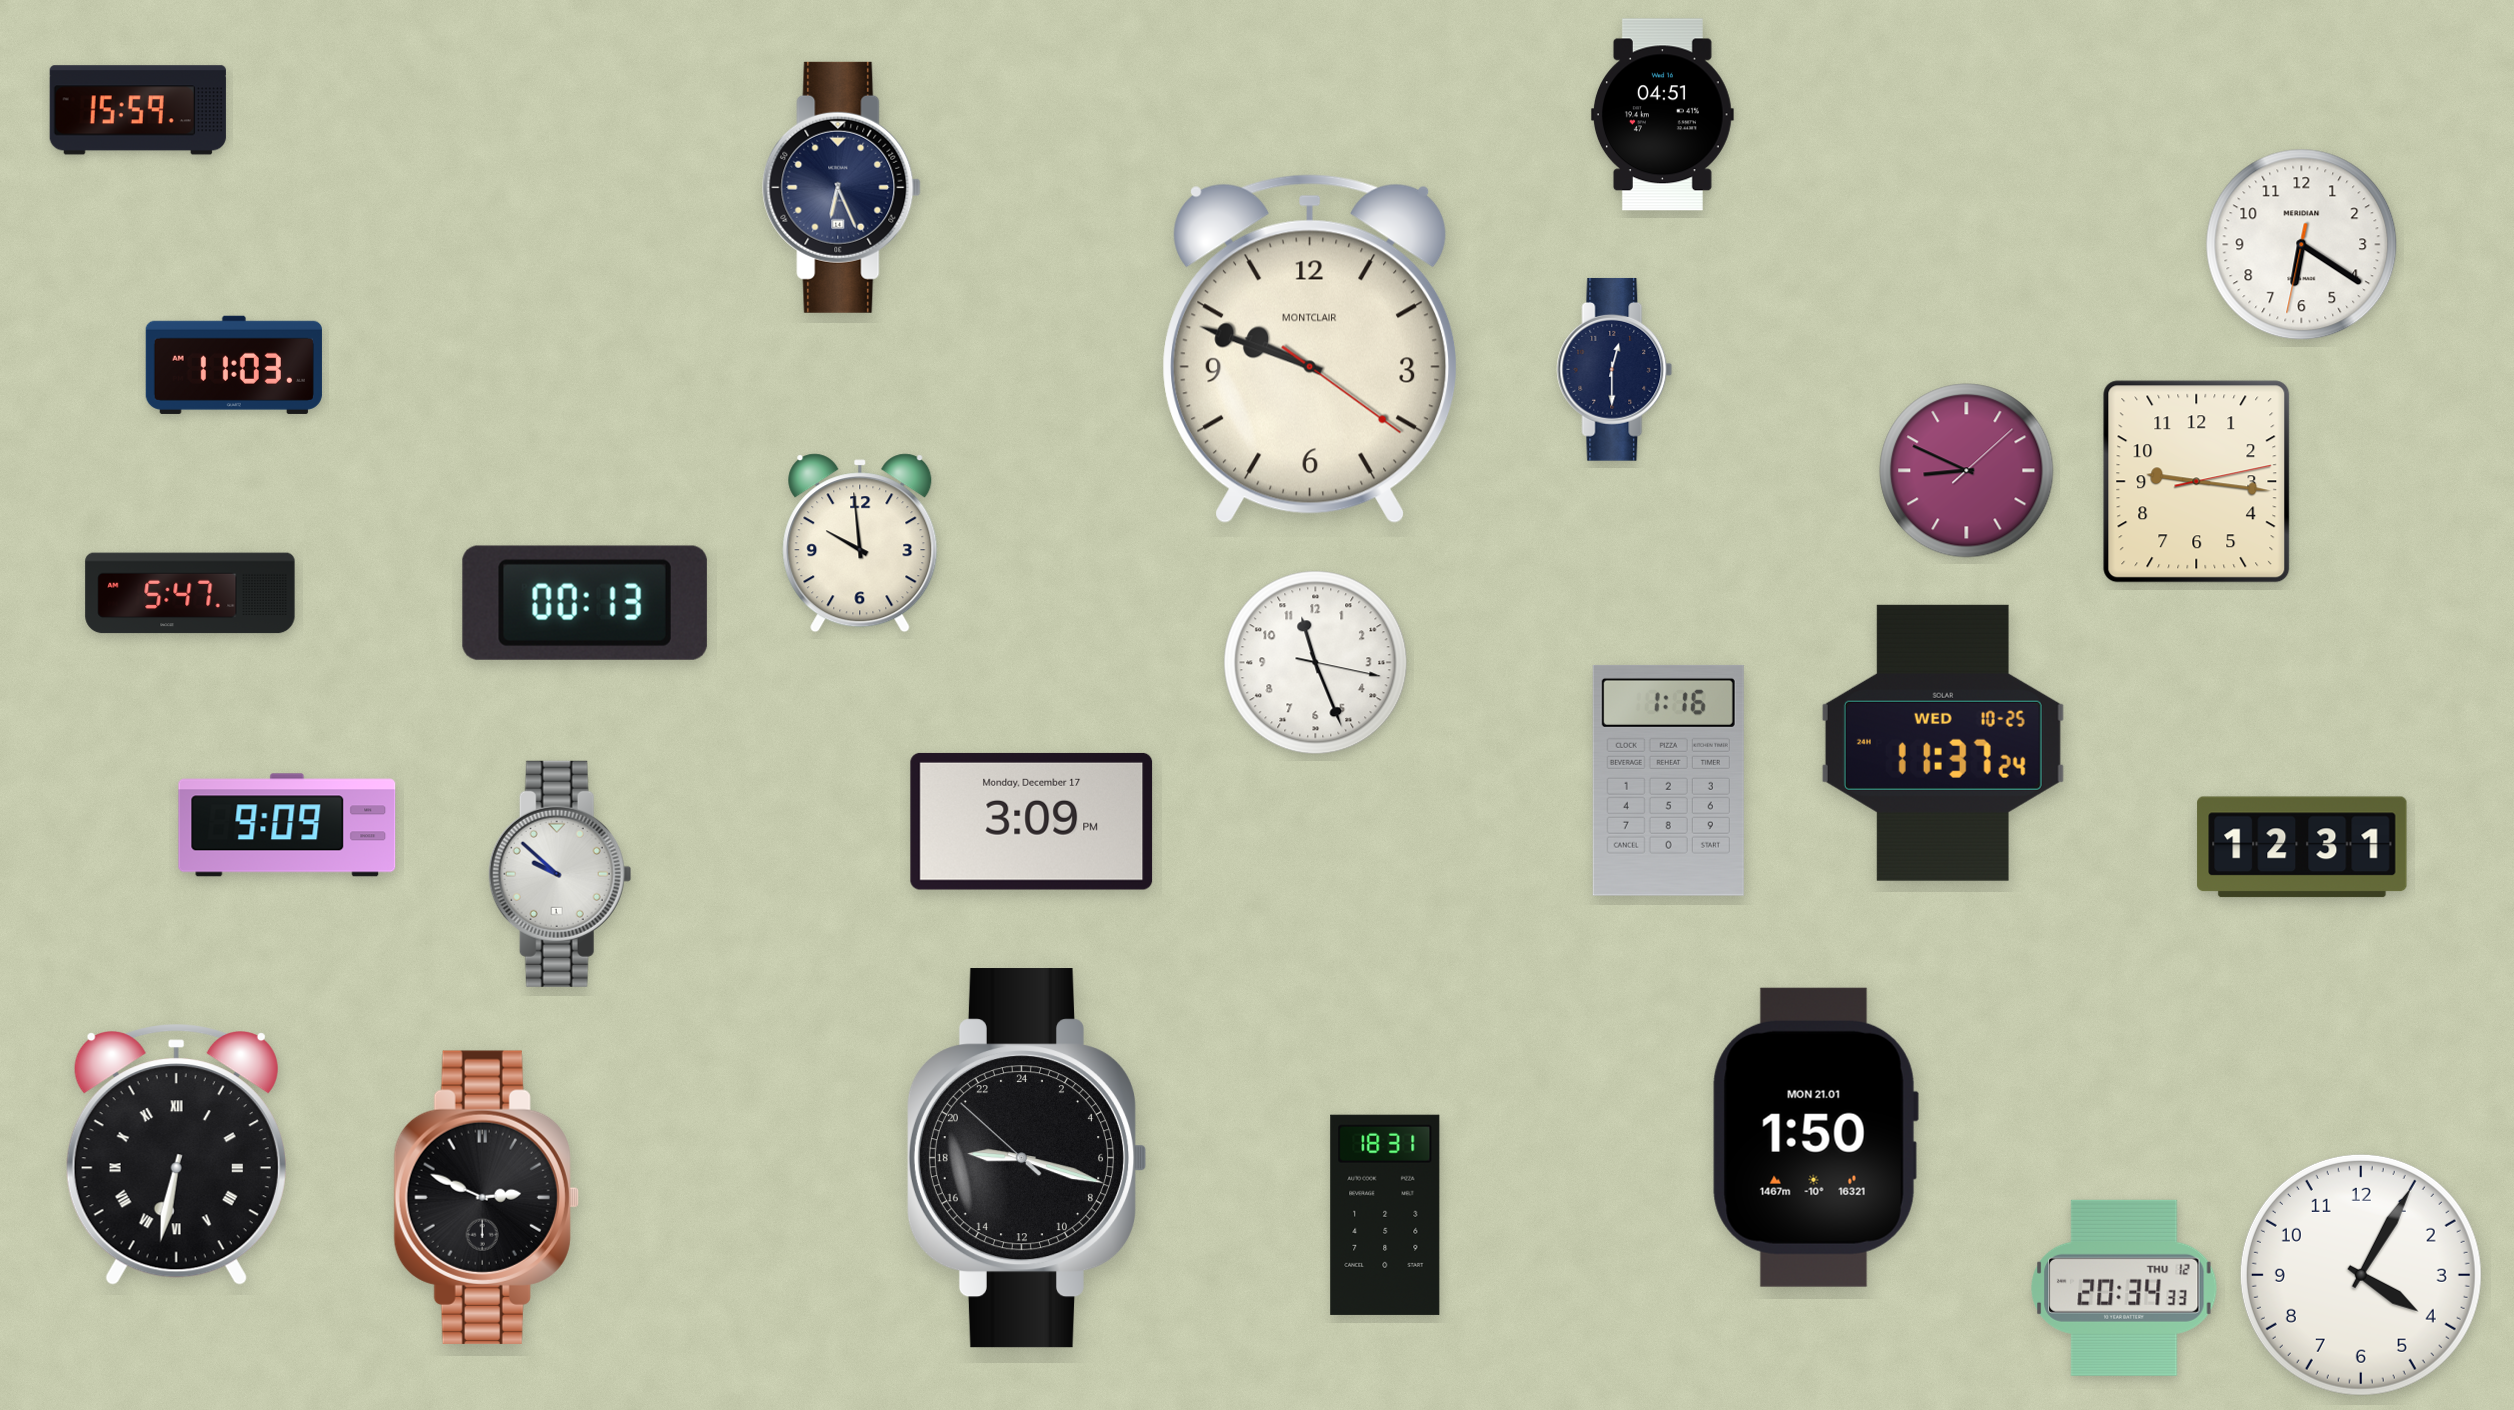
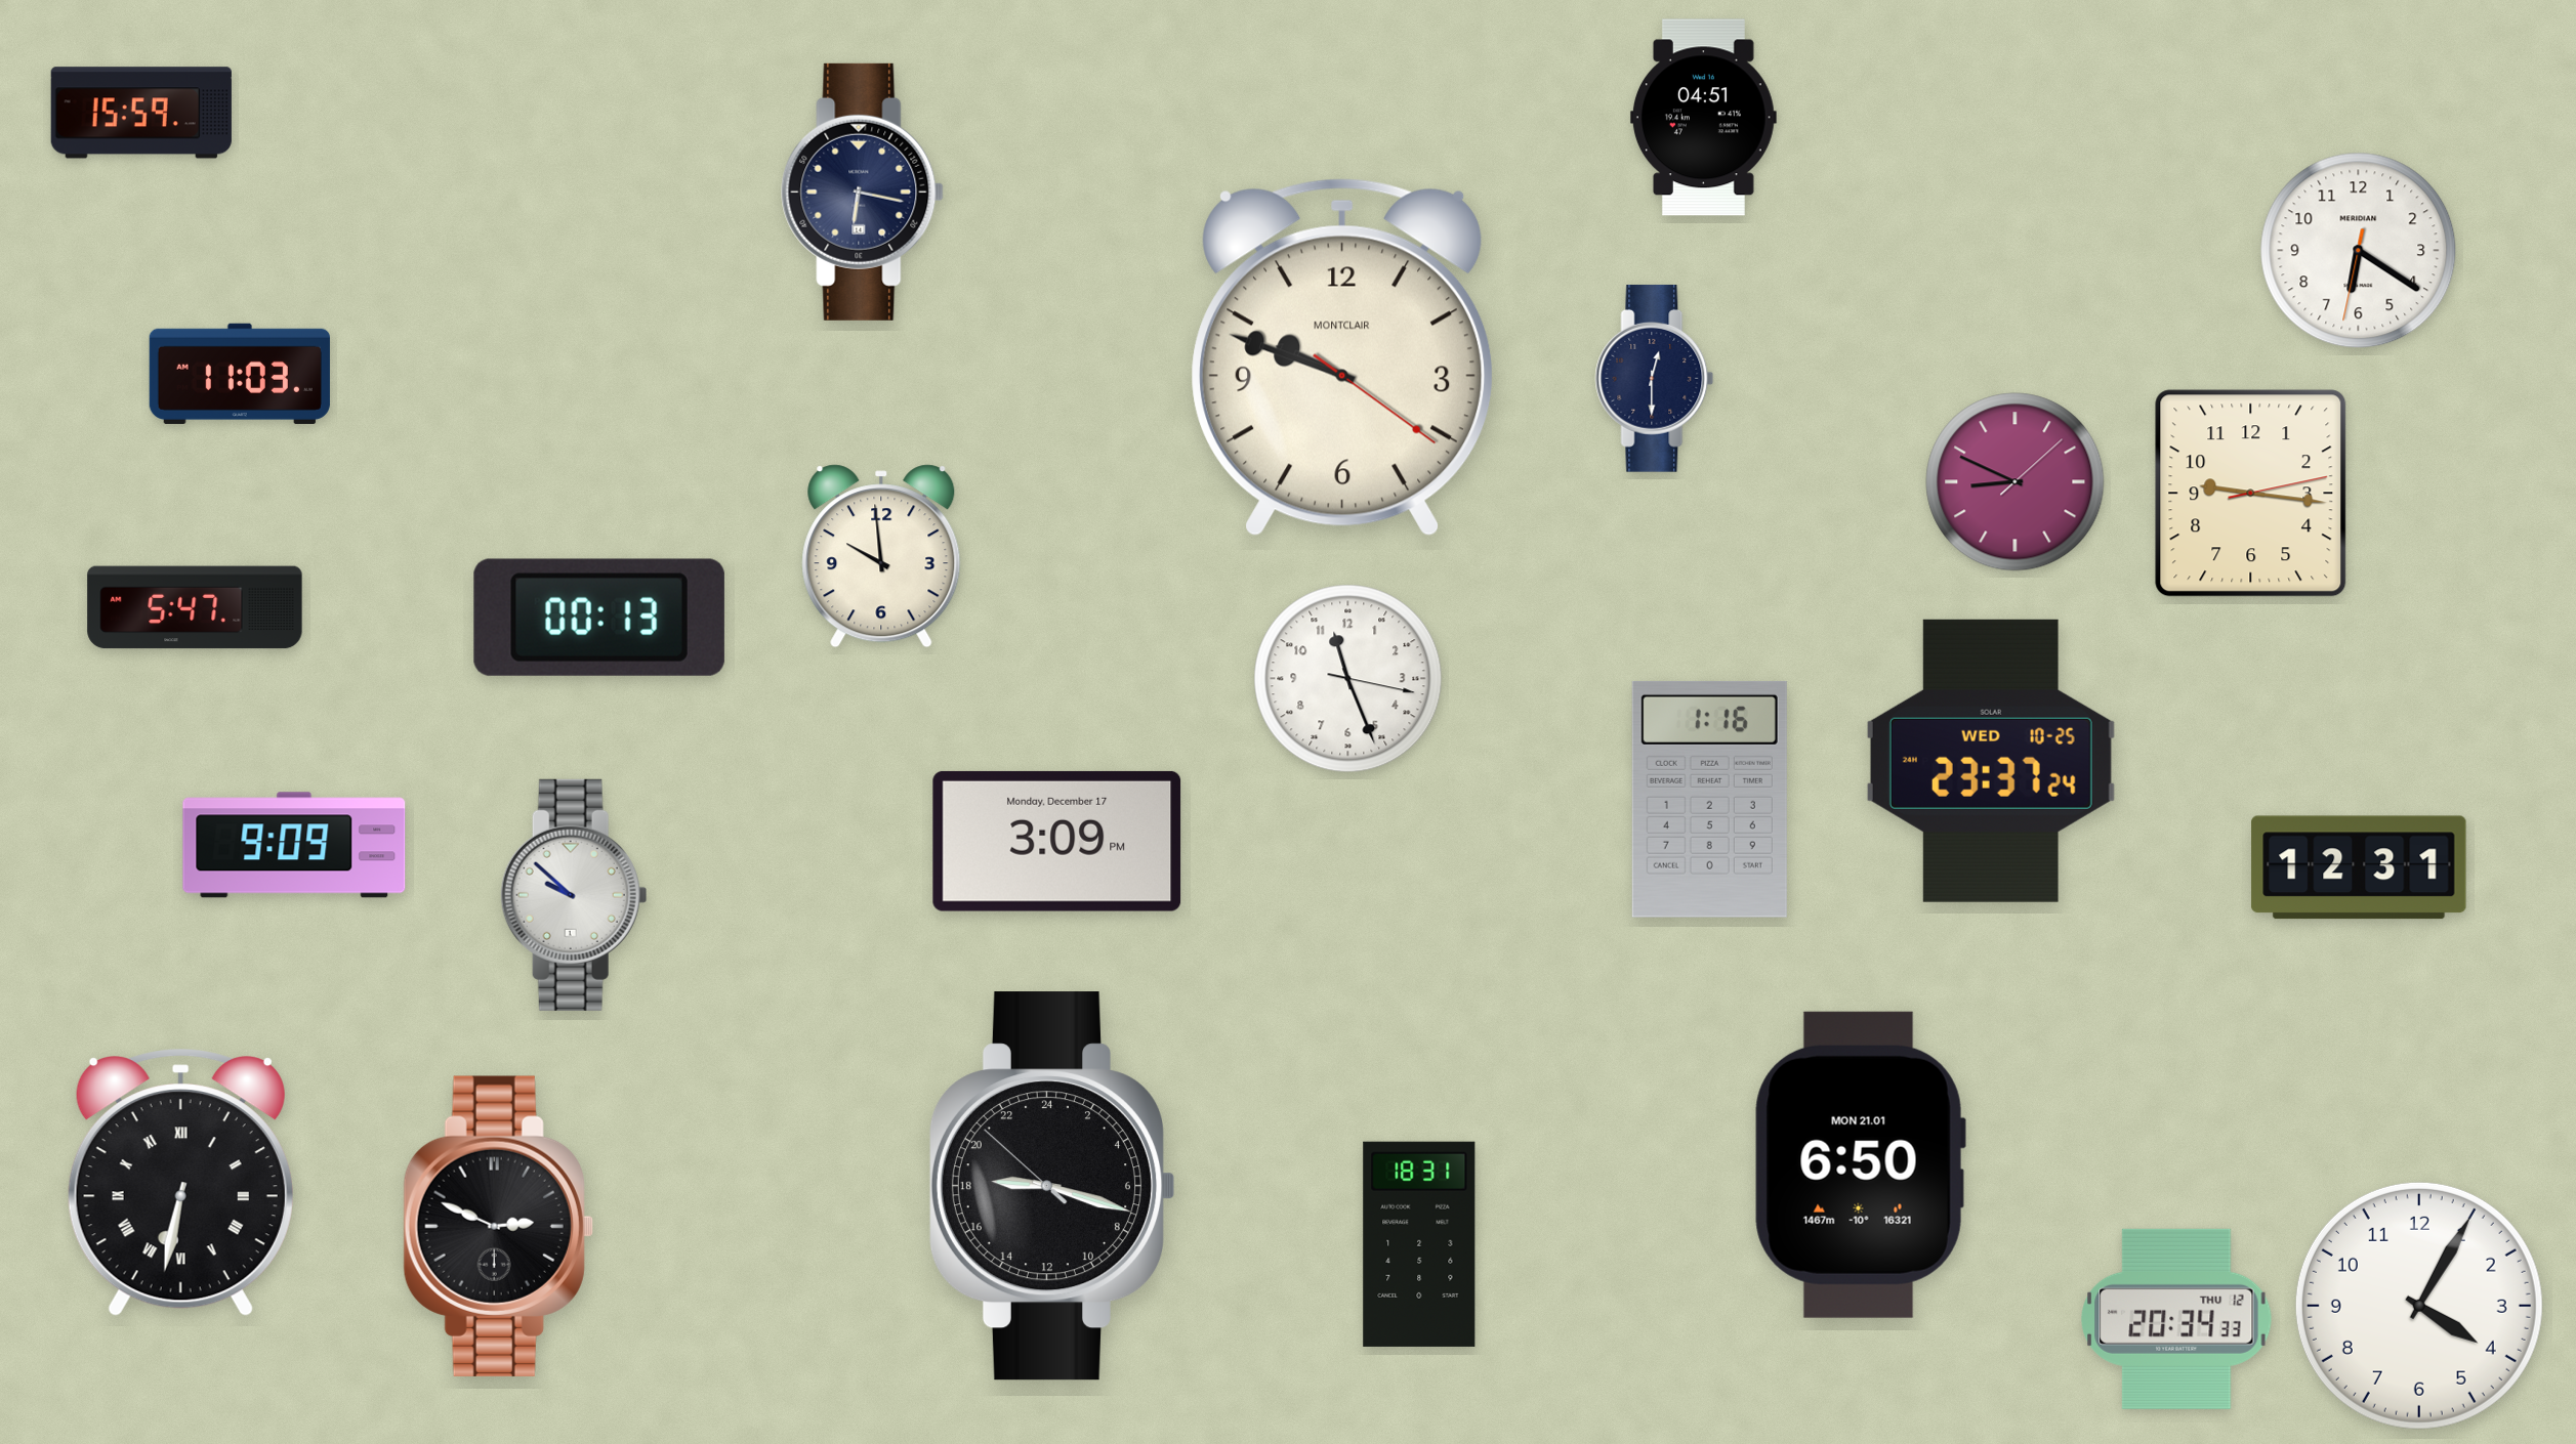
clock at (842, 187): 6:26 -> 6:17
clock at (1943, 743): 11:37 -> 23:37
clock at (1815, 1137): 1:50 -> 6:50
